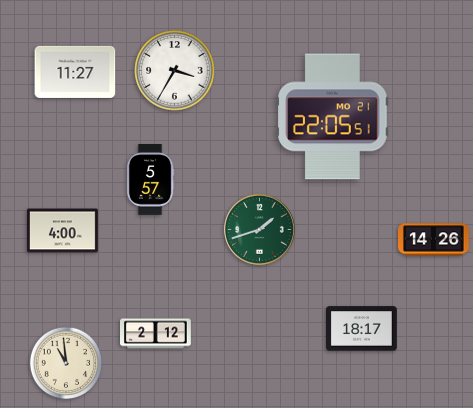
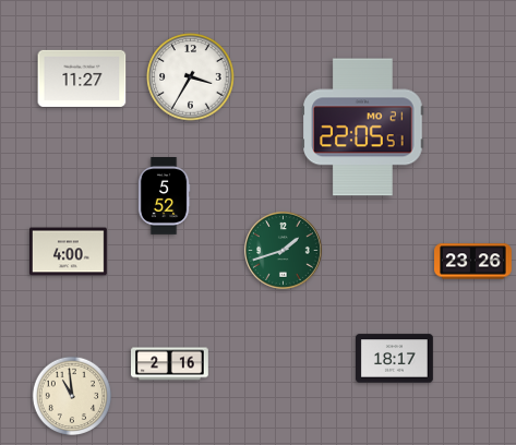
clock at (150, 180): 5:57 -> 5:52
clock at (434, 240): 14:26 -> 23:26
clock at (156, 334): 2:12 -> 2:16
